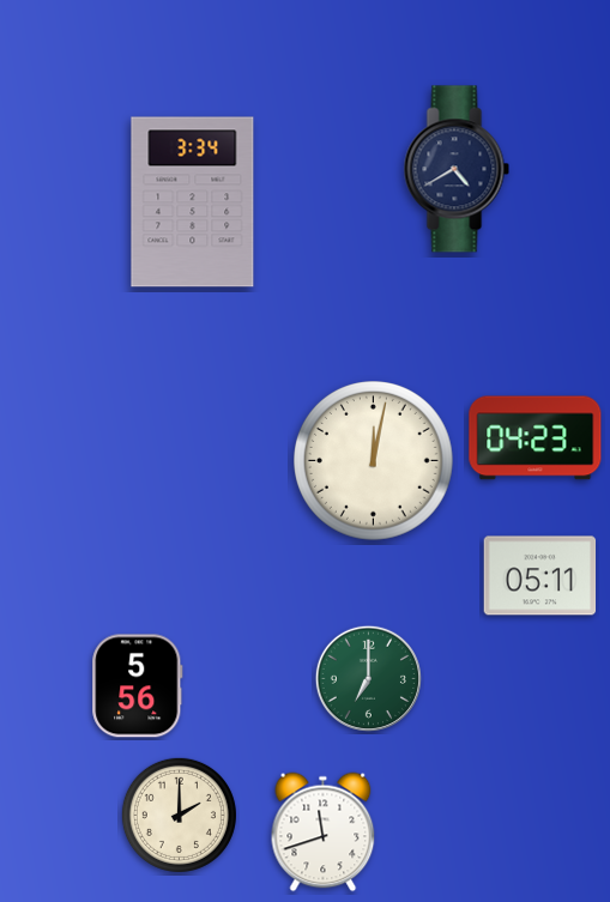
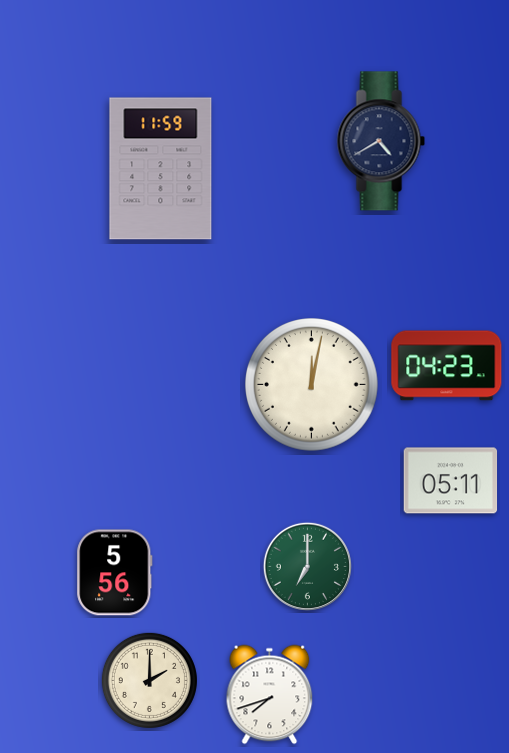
clock at (193, 202): 3:34 -> 11:59
clock at (324, 833): 11:42 -> 7:42
